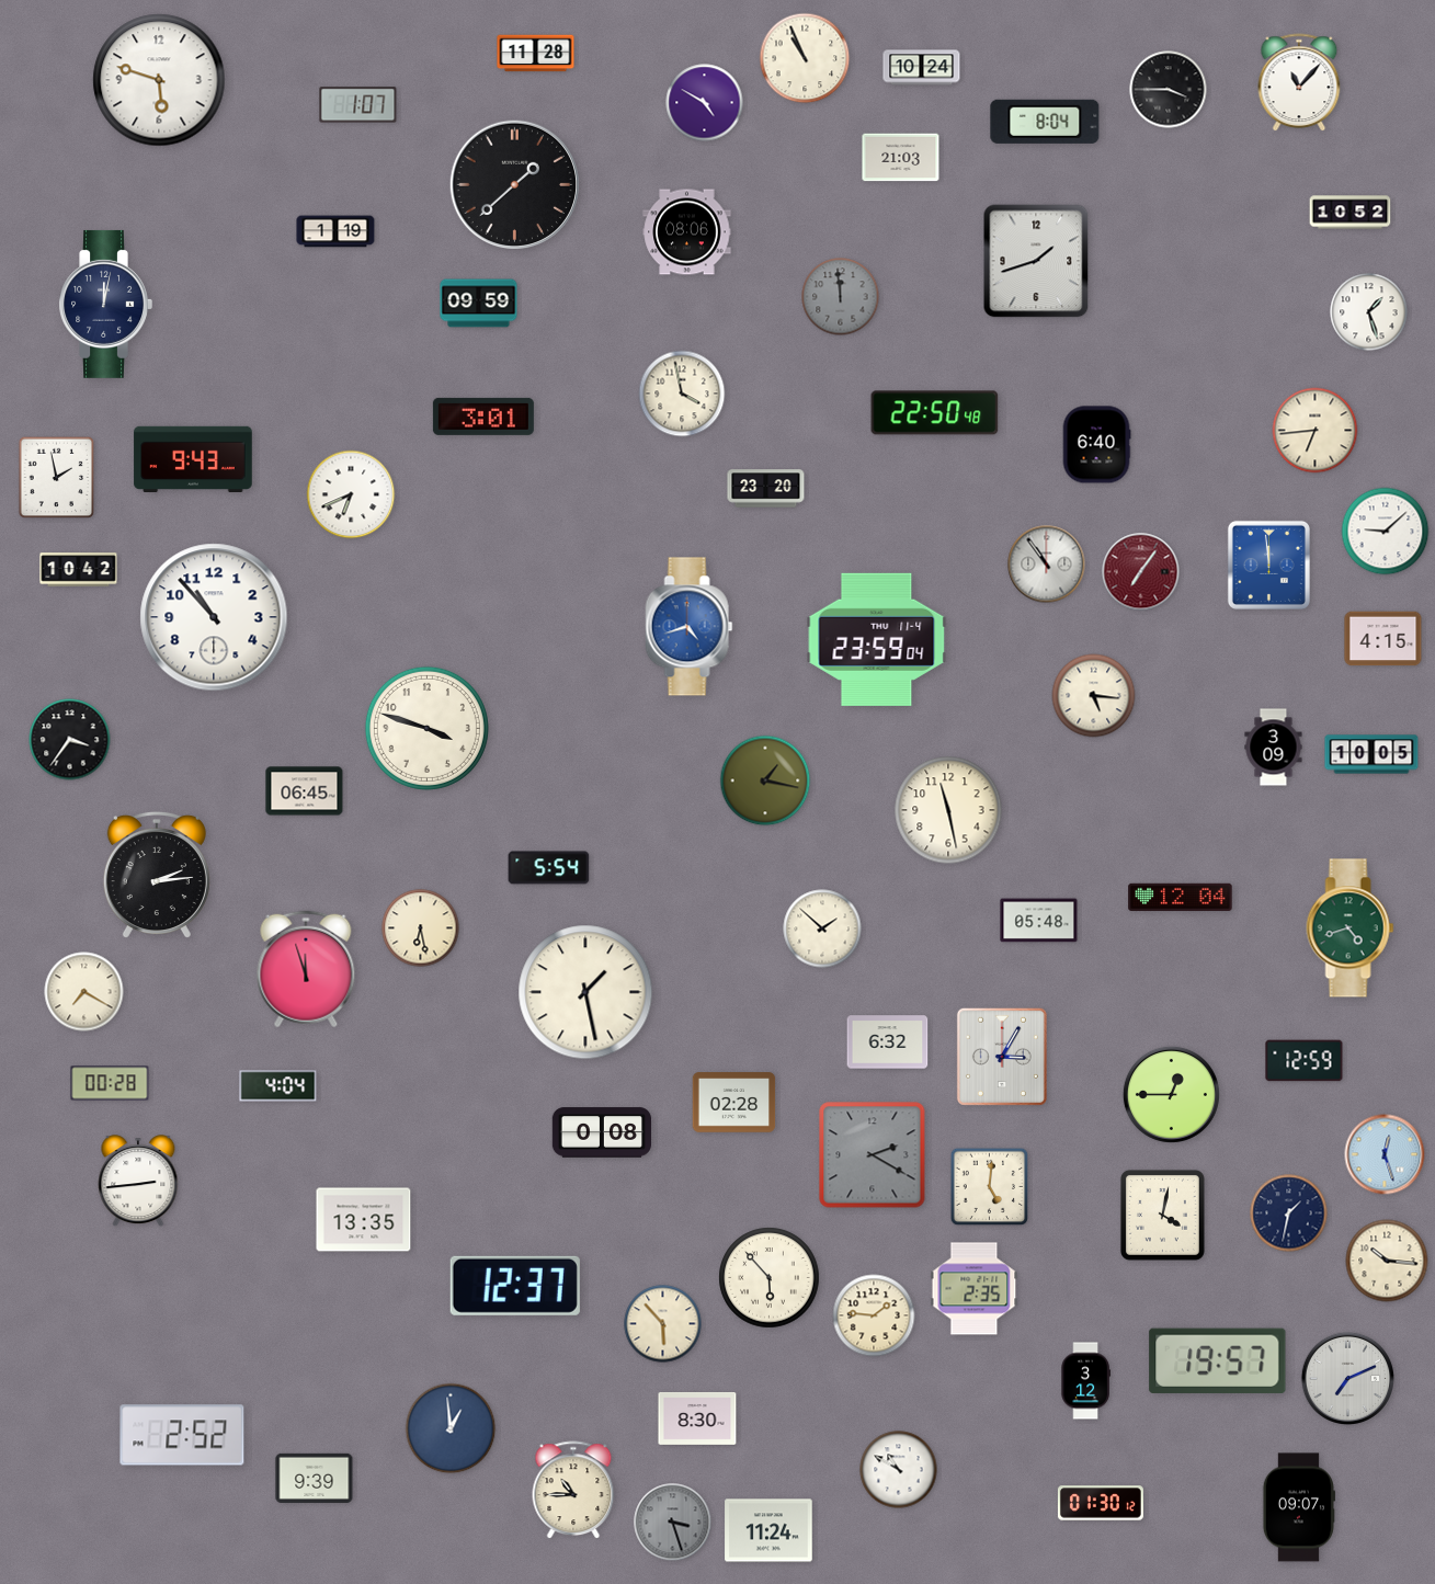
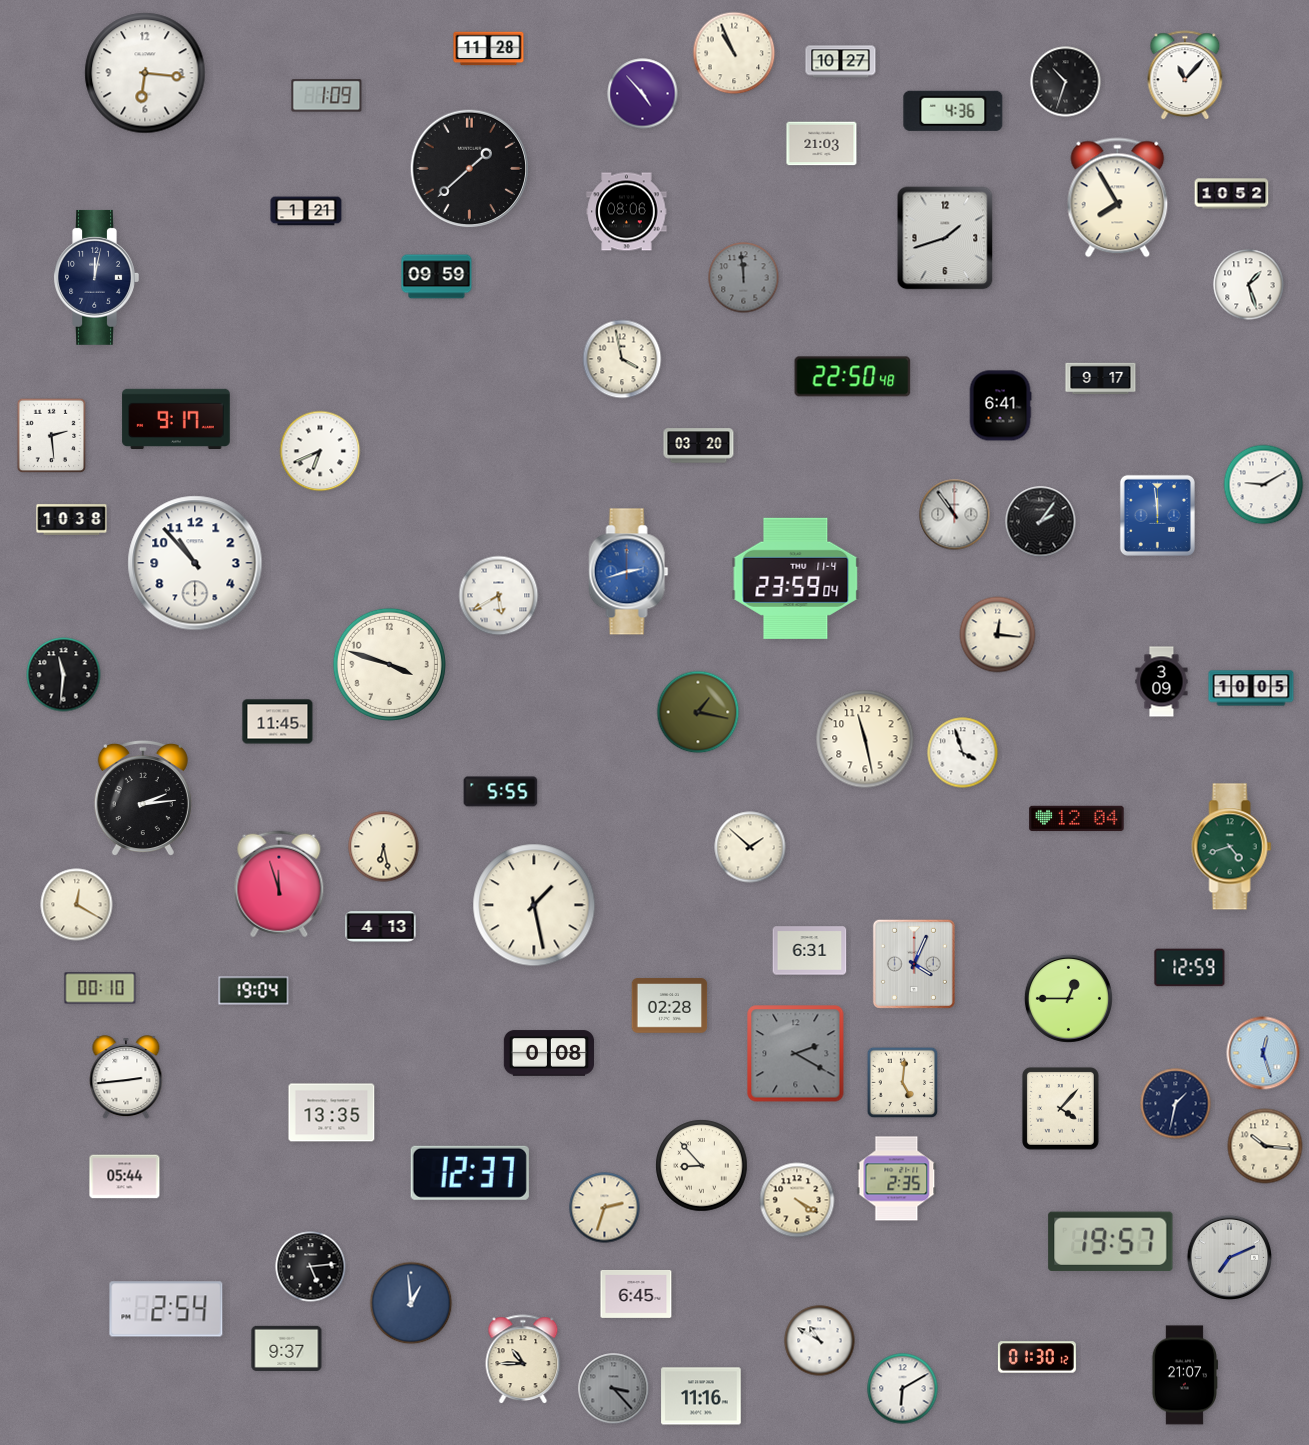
clock at (922, 68): 10:24 -> 10:27
clock at (159, 80): 5:48 -> 6:16
clock at (1169, 90): 3:45 -> 10:33
clock at (705, 103): 4:50 -> 4:53
clock at (358, 105): 1:07 -> 1:09
clock at (1045, 122): 8:04 -> 4:36
clock at (1118, 198): none -> 7:55
clock at (335, 231): 1:19 -> 1:21
clock at (841, 297) position: (841, 297) -> (744, 278)
clock at (1101, 379): none -> 9:17
clock at (483, 417): 3:01 -> none
clock at (1316, 431): 6:44 -> none
clock at (1096, 445): 6:40 -> 6:41
clock at (193, 458): 9:43 -> 9:17
clock at (57, 478): 1:58 -> 2:29
clock at (766, 489): 23:20 -> 03:20
clock at (1386, 532): 9:08 -> 9:10
clock at (79, 570): 10:42 -> 10:38
clock at (1141, 572): 7:06 -> 2:06
clock at (1141, 572) dial: burgundy -> black
clock at (690, 627): 4:42 -> 2:42
clock at (877, 639) position: (877, 639) -> (796, 578)
clock at (1383, 639): 4:15 -> none
clock at (499, 596): none -> 5:40
clock at (1094, 696): 5:16 -> 12:16
clock at (70, 740): 3:36 -> 11:31
clock at (305, 791): 06:45 -> 11:45
clock at (963, 753): none -> 3:57
clock at (549, 868): 5:54 -> 5:55
clock at (1039, 921): 05:48 -> none
clock at (84, 992): 7:20 -> 12:20
clock at (381, 927): none -> 4:13
clock at (888, 1042): 6:32 -> 6:31
clock at (1002, 1057): 3:05 -> 4:04
clock at (110, 1083): 00:28 -> 00:10
clock at (278, 1086): 4:04 -> 19:04
clock at (601, 1132) position: (601, 1132) -> (548, 1053)
clock at (1289, 1213) position: (1289, 1213) -> (1176, 1104)
clock at (1162, 1215): 4:02 -> 4:07
clock at (1387, 1261) position: (1387, 1261) -> (1265, 1146)
clock at (770, 1278): 5:53 -> 8:53
clock at (975, 1289) position: (975, 1289) -> (897, 1179)
clock at (125, 1177): none -> 05:44
clock at (874, 1315): 1:46 -> 4:20
clock at (663, 1324): 5:53 -> 2:33
clock at (1085, 1381): 3:12 -> none
clock at (311, 1267): none -> 5:14
clock at (697, 1418): 8:30 -> 6:45
clock at (182, 1435): 2:52 -> 2:54
clock at (315, 1478): 9:39 -> 9:37
clock at (1101, 1503) position: (1101, 1503) -> (1037, 1357)
clock at (1298, 1507): 09:07 -> 21:07
clock at (673, 1523): 3:27 -> 3:23
clock at (903, 1389): none -> 6:10
clock at (768, 1530): 11:24 -> 11:16
